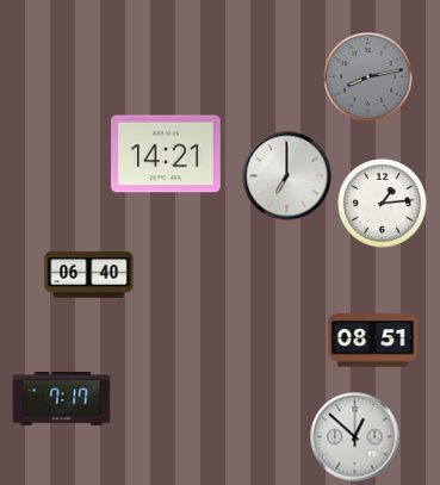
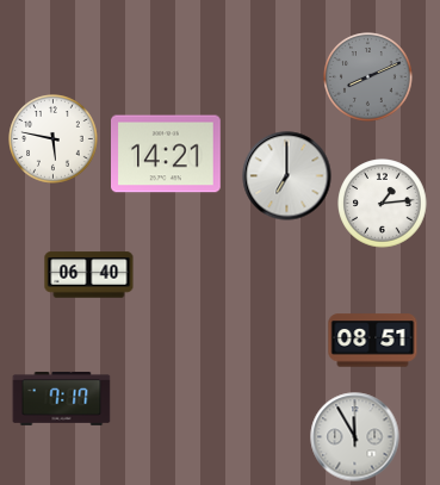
clock at (368, 77): 8:13 -> 8:11
clock at (54, 139): none -> 5:47
clock at (355, 437): 12:52 -> 11:55
